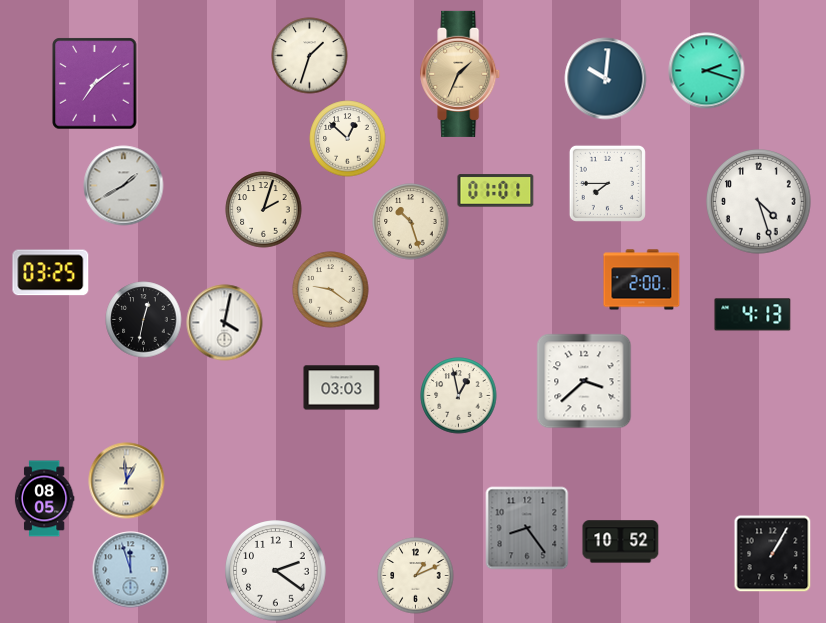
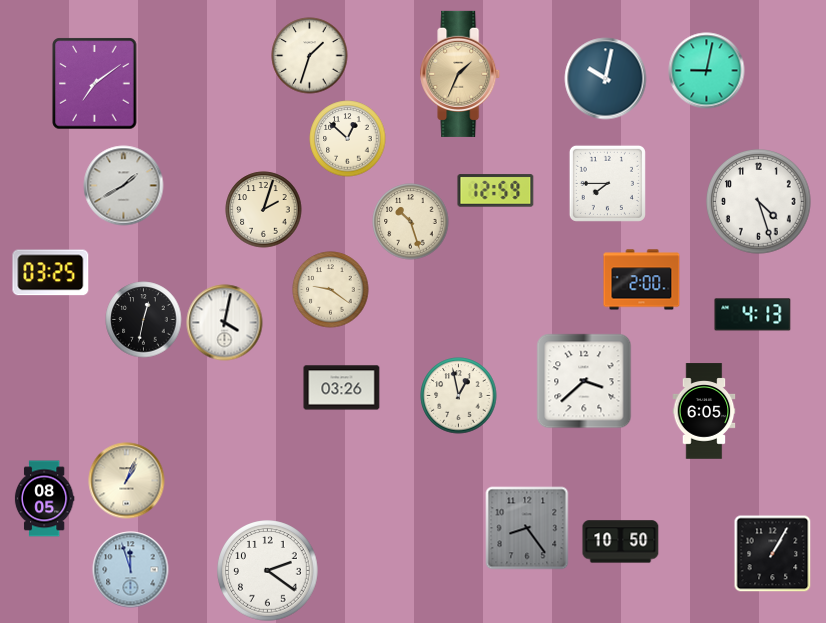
clock at (707, 71): 2:18 -> 9:02
clock at (606, 79): 10:01 -> 10:02
clock at (496, 191): 01:01 -> 12:59
clock at (342, 388): 03:03 -> 03:26
clock at (704, 411): none -> 6:05
clock at (127, 481): 12:59 -> 1:04
clock at (621, 542): 10:52 -> 10:50
clock at (276, 571) position: (276, 571) -> (268, 571)
clock at (416, 576): 1:11 -> none
